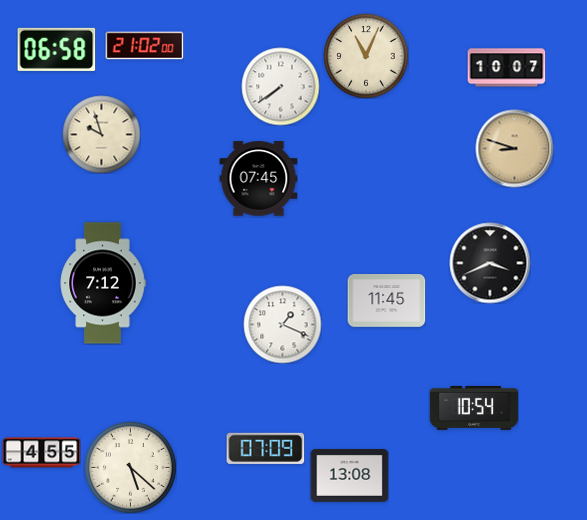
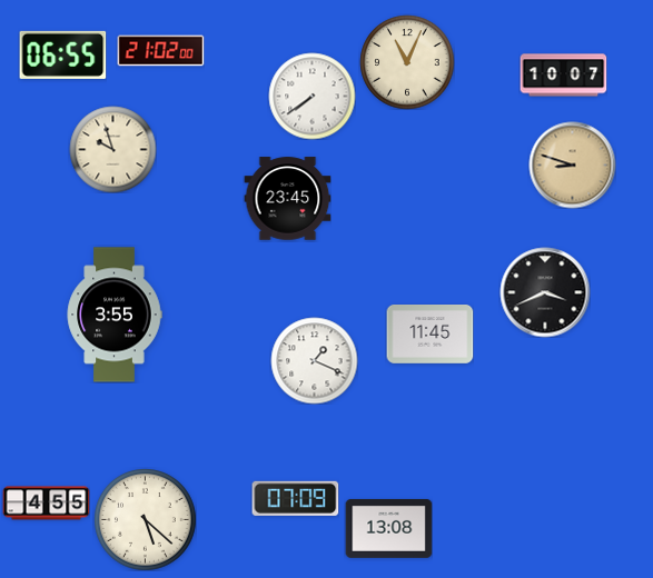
clock at (56, 49): 06:58 -> 06:55
clock at (258, 179): 07:45 -> 23:45
clock at (103, 283): 7:12 -> 3:55
clock at (474, 408): 10:54 -> none
